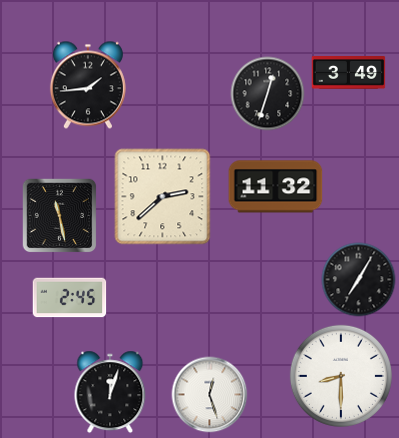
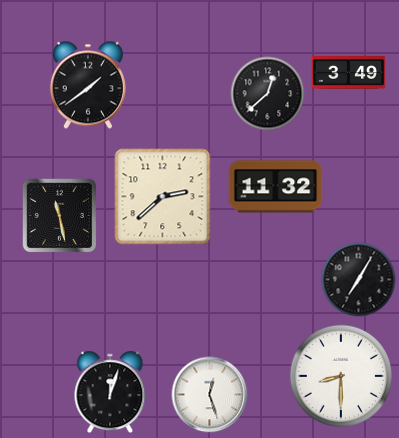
clock at (88, 85): 1:44 -> 1:39
clock at (268, 94): 12:33 -> 12:38
clock at (70, 298): 2:45 -> none
